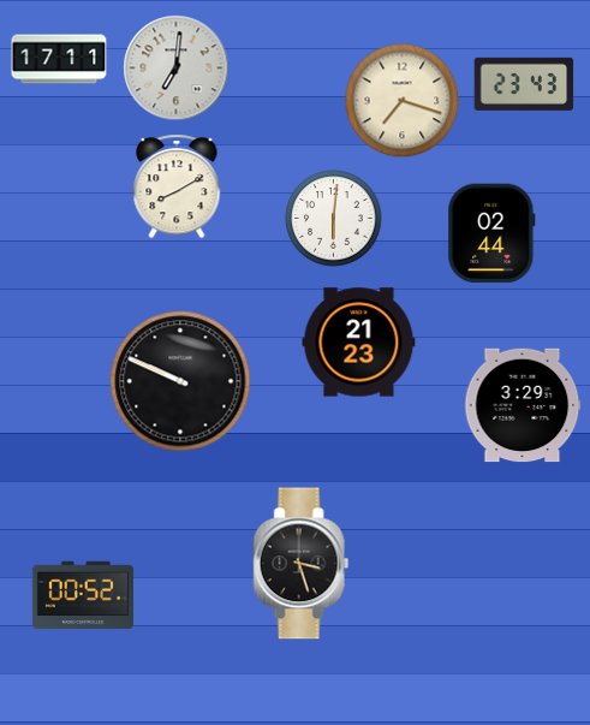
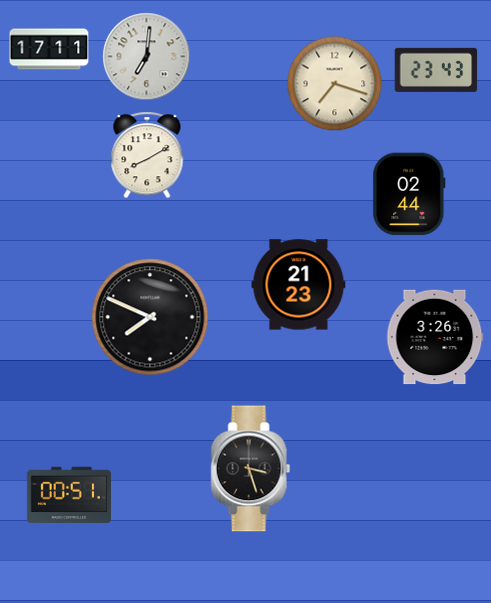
clock at (334, 219): 6:01 -> none
clock at (180, 381): 9:49 -> 7:49
clock at (523, 405): 3:29 -> 3:26
clock at (83, 595): 00:52 -> 00:51
